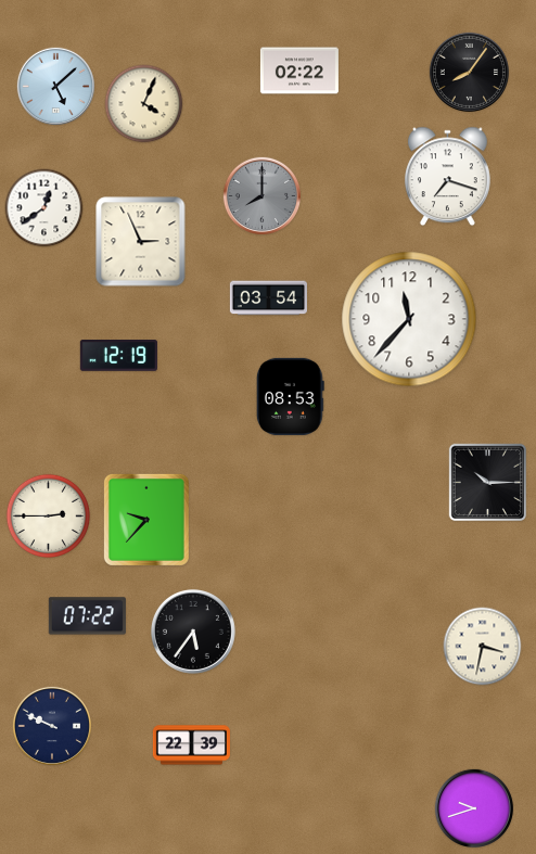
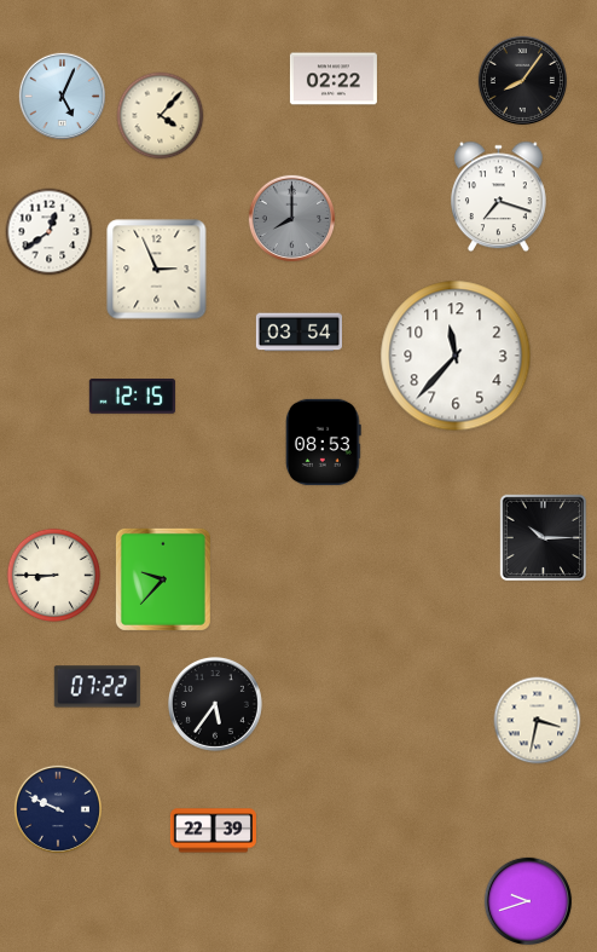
clock at (55, 86): 5:08 -> 5:04
clock at (144, 104): 4:04 -> 4:07
clock at (118, 356): 12:19 -> 12:15
clock at (49, 517): 2:45 -> 8:45
